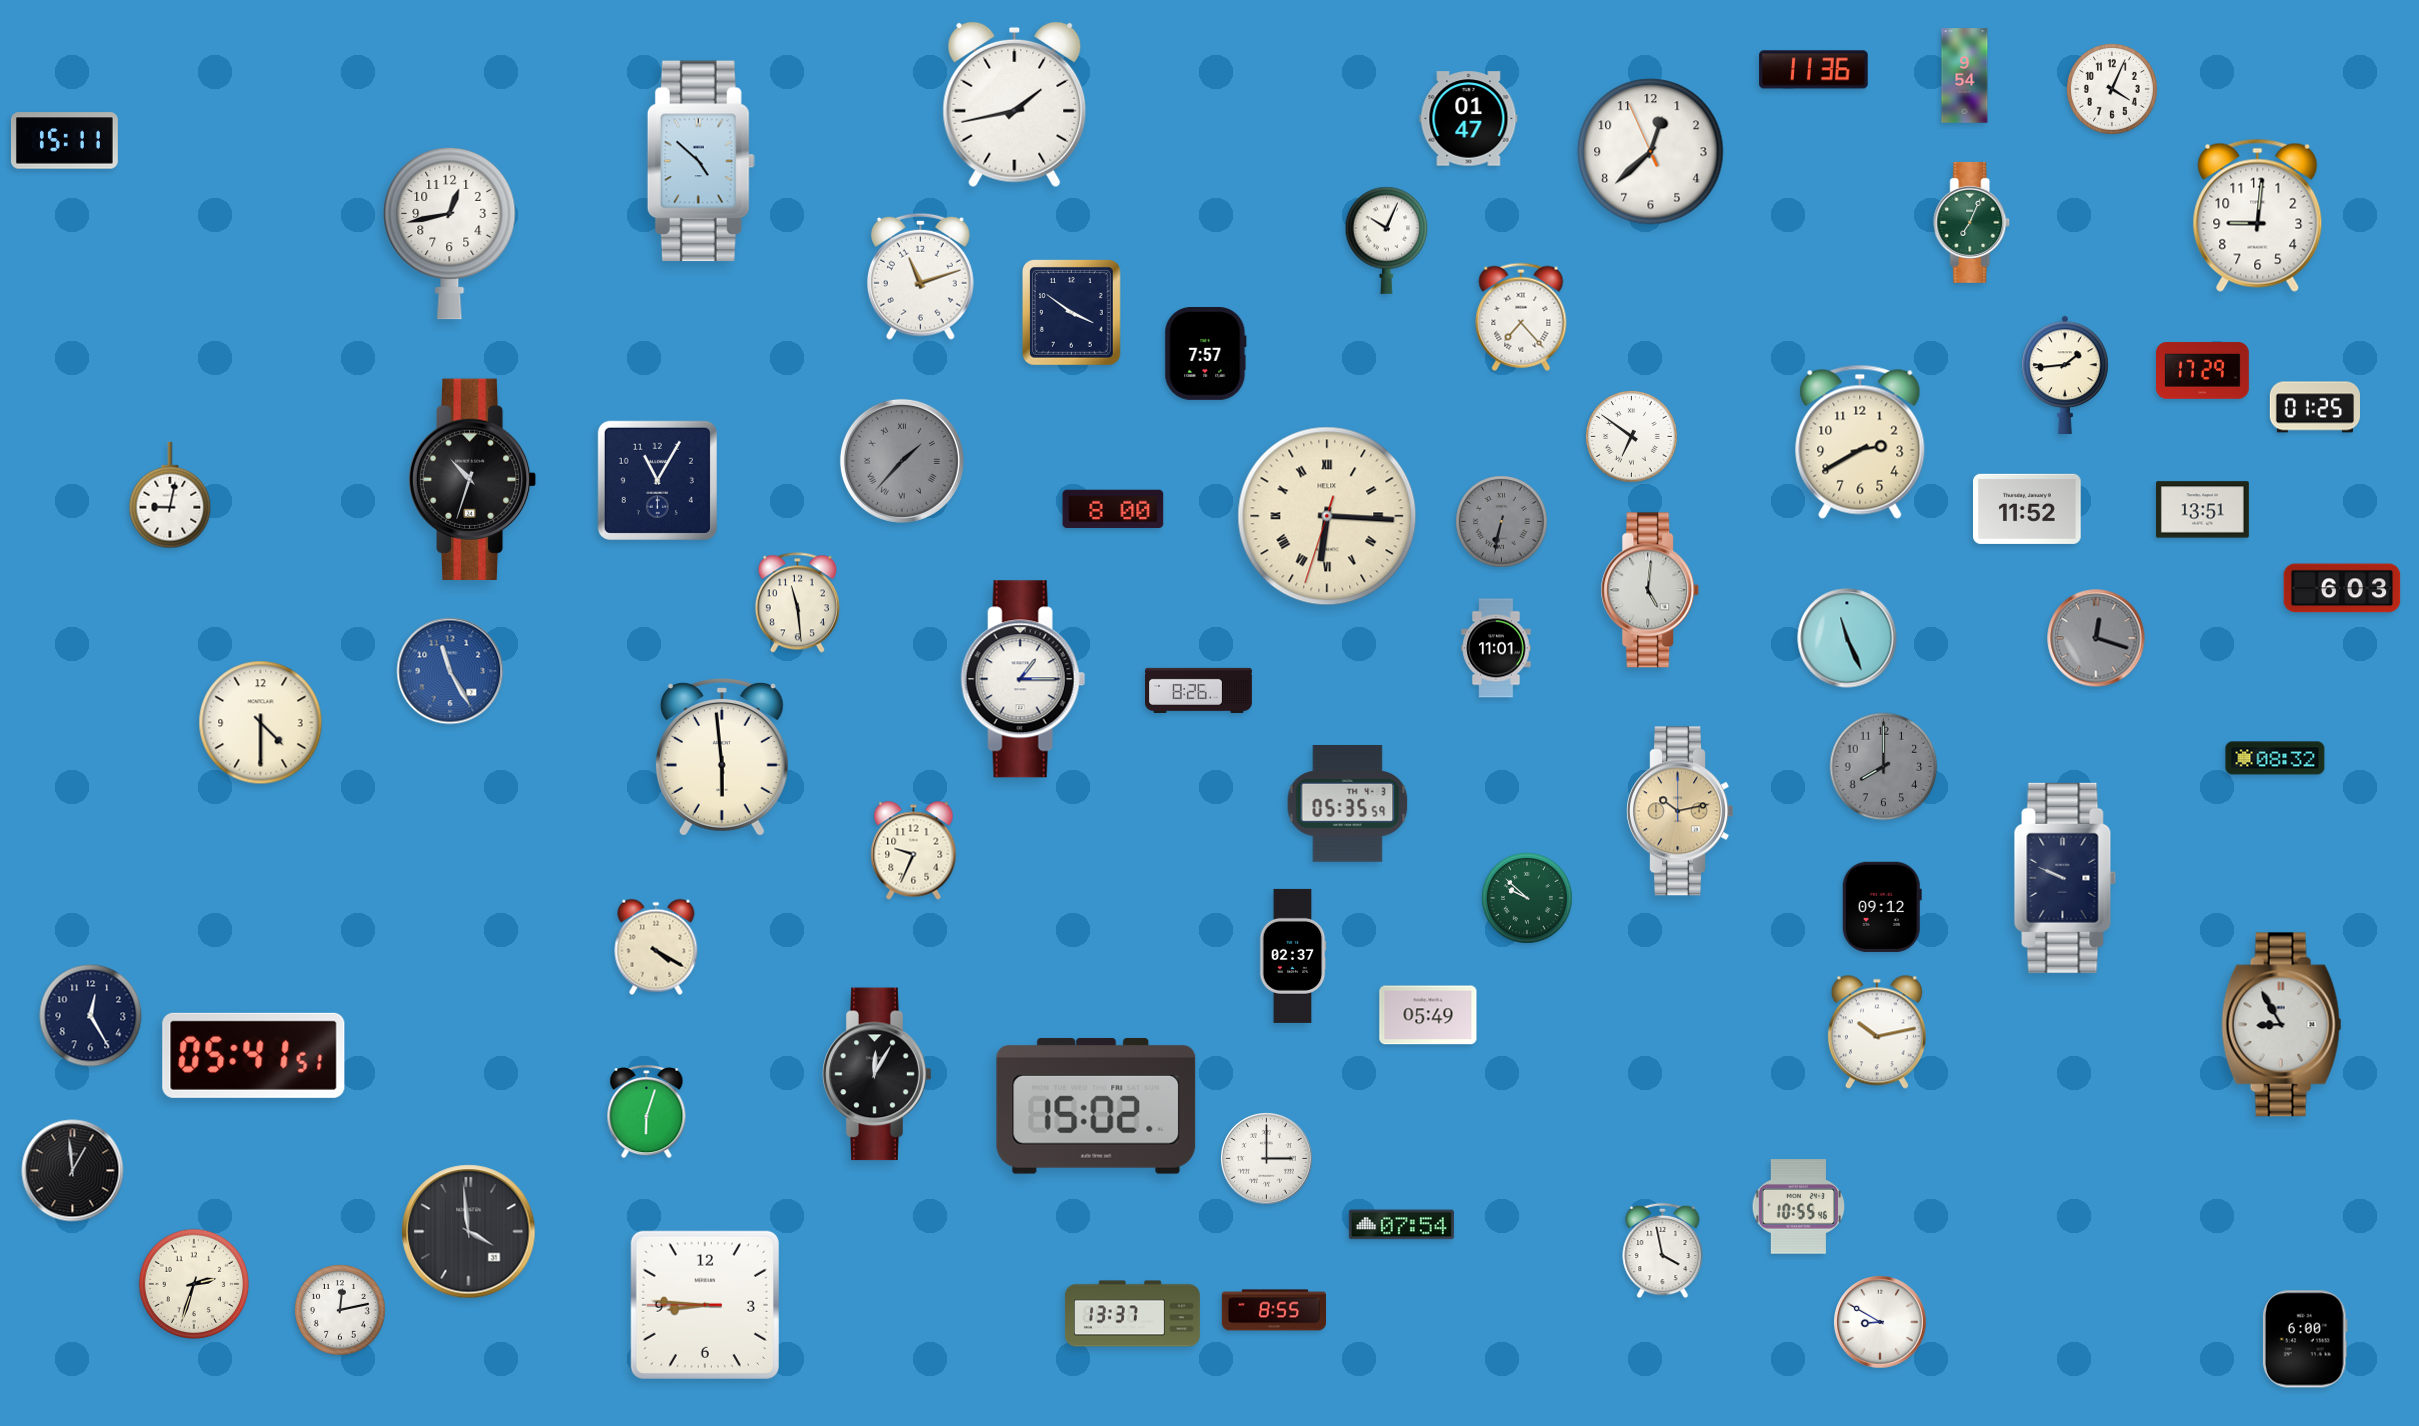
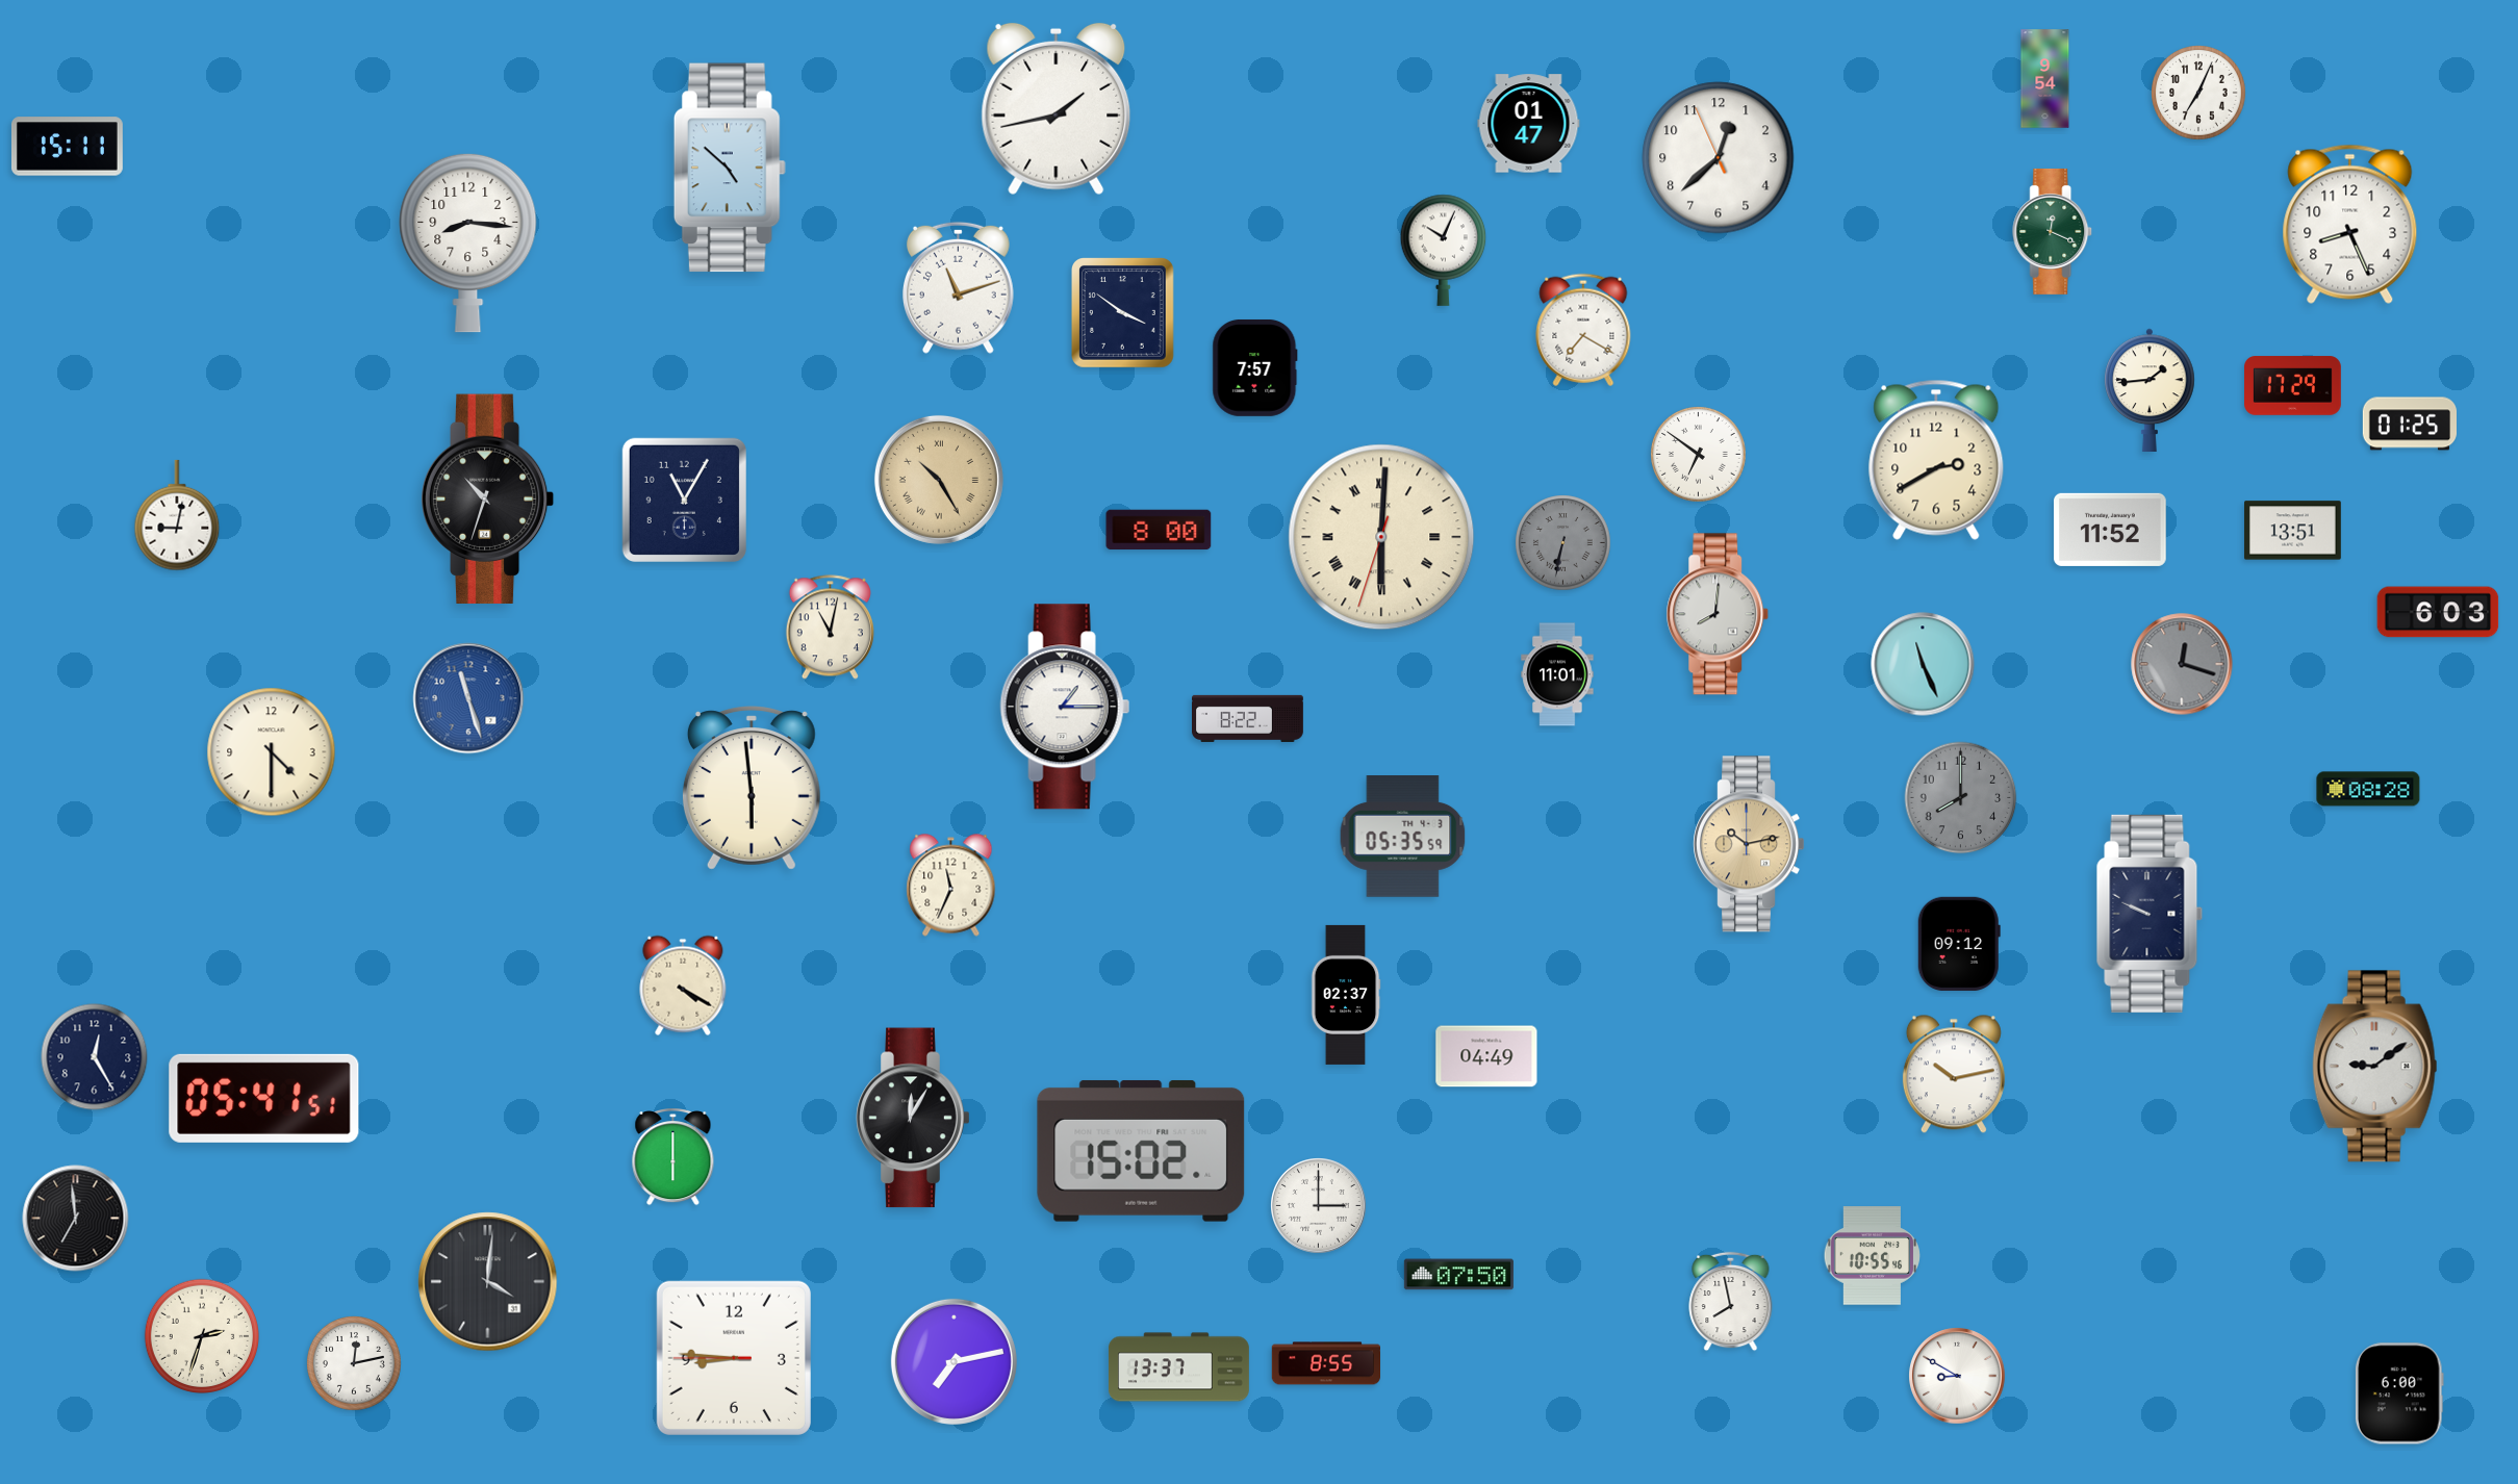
clock at (1814, 70): 11:36 -> none
clock at (2113, 90): 4:04 -> 7:04
clock at (2258, 215): 9:01 -> 8:26
clock at (1972, 222): 7:04 -> 12:19
clock at (450, 233): 12:43 -> 8:16
clock at (1072, 313) position: (1072, 313) -> (1123, 313)
clock at (1521, 317): 7:23 -> 7:20
clock at (902, 461): 1:37 -> 10:25
clock at (902, 461) dial: grey -> champagne
clock at (473, 479) position: (473, 479) -> (488, 498)
clock at (1327, 516): 6:15 -> 6:00
clock at (1650, 590): 5:01 -> 8:01
clock at (797, 603): 11:29 -> 11:02
clock at (450, 671): 11:25 -> 11:27
clock at (1199, 690): 8:26 -> 8:22
clock at (2275, 758): 08:32 -> 08:28
clock at (914, 851): 9:34 -> 11:34
clock at (1528, 899): 9:52 -> none
clock at (1428, 1015): 05:49 -> 04:49
clock at (2282, 1025): 8:55 -> 9:09
clock at (647, 1112): 6:03 -> 6:00
clock at (73, 1171): 12:59 -> 6:59
clock at (1401, 1225): 07:54 -> 07:50
clock at (469, 1232): 3:59 -> 4:01
clock at (1663, 1251): 3:58 -> 7:58
clock at (953, 1361): none -> 7:13
